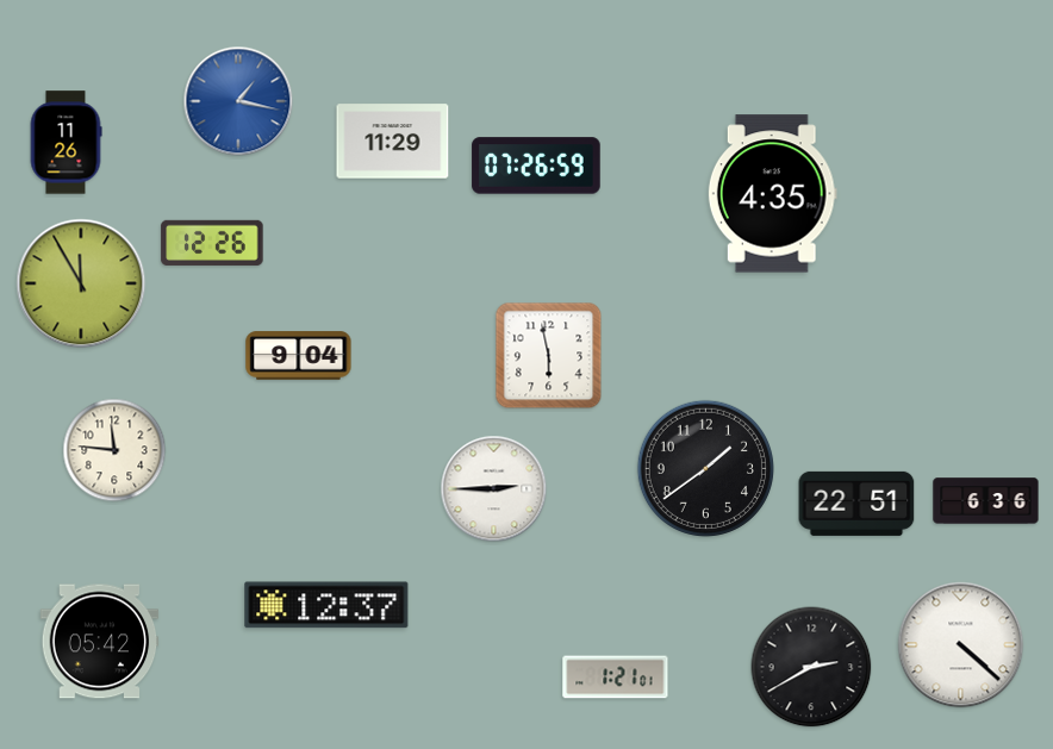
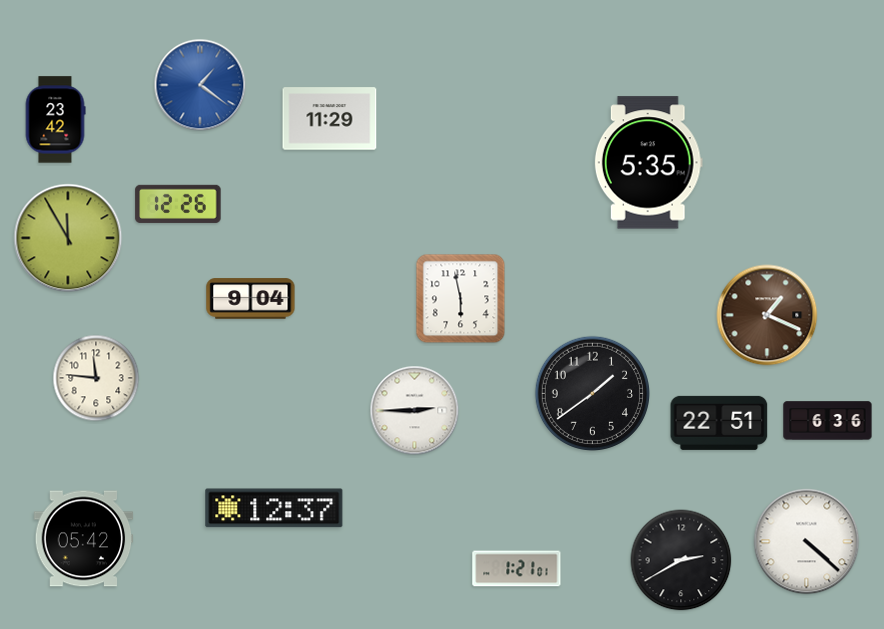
clock at (238, 101): 1:17 -> 1:21
clock at (66, 143): 11:26 -> 23:42
clock at (536, 166): 07:26 -> none
clock at (772, 194): 4:35 -> 5:35
clock at (767, 315): none -> 1:19
